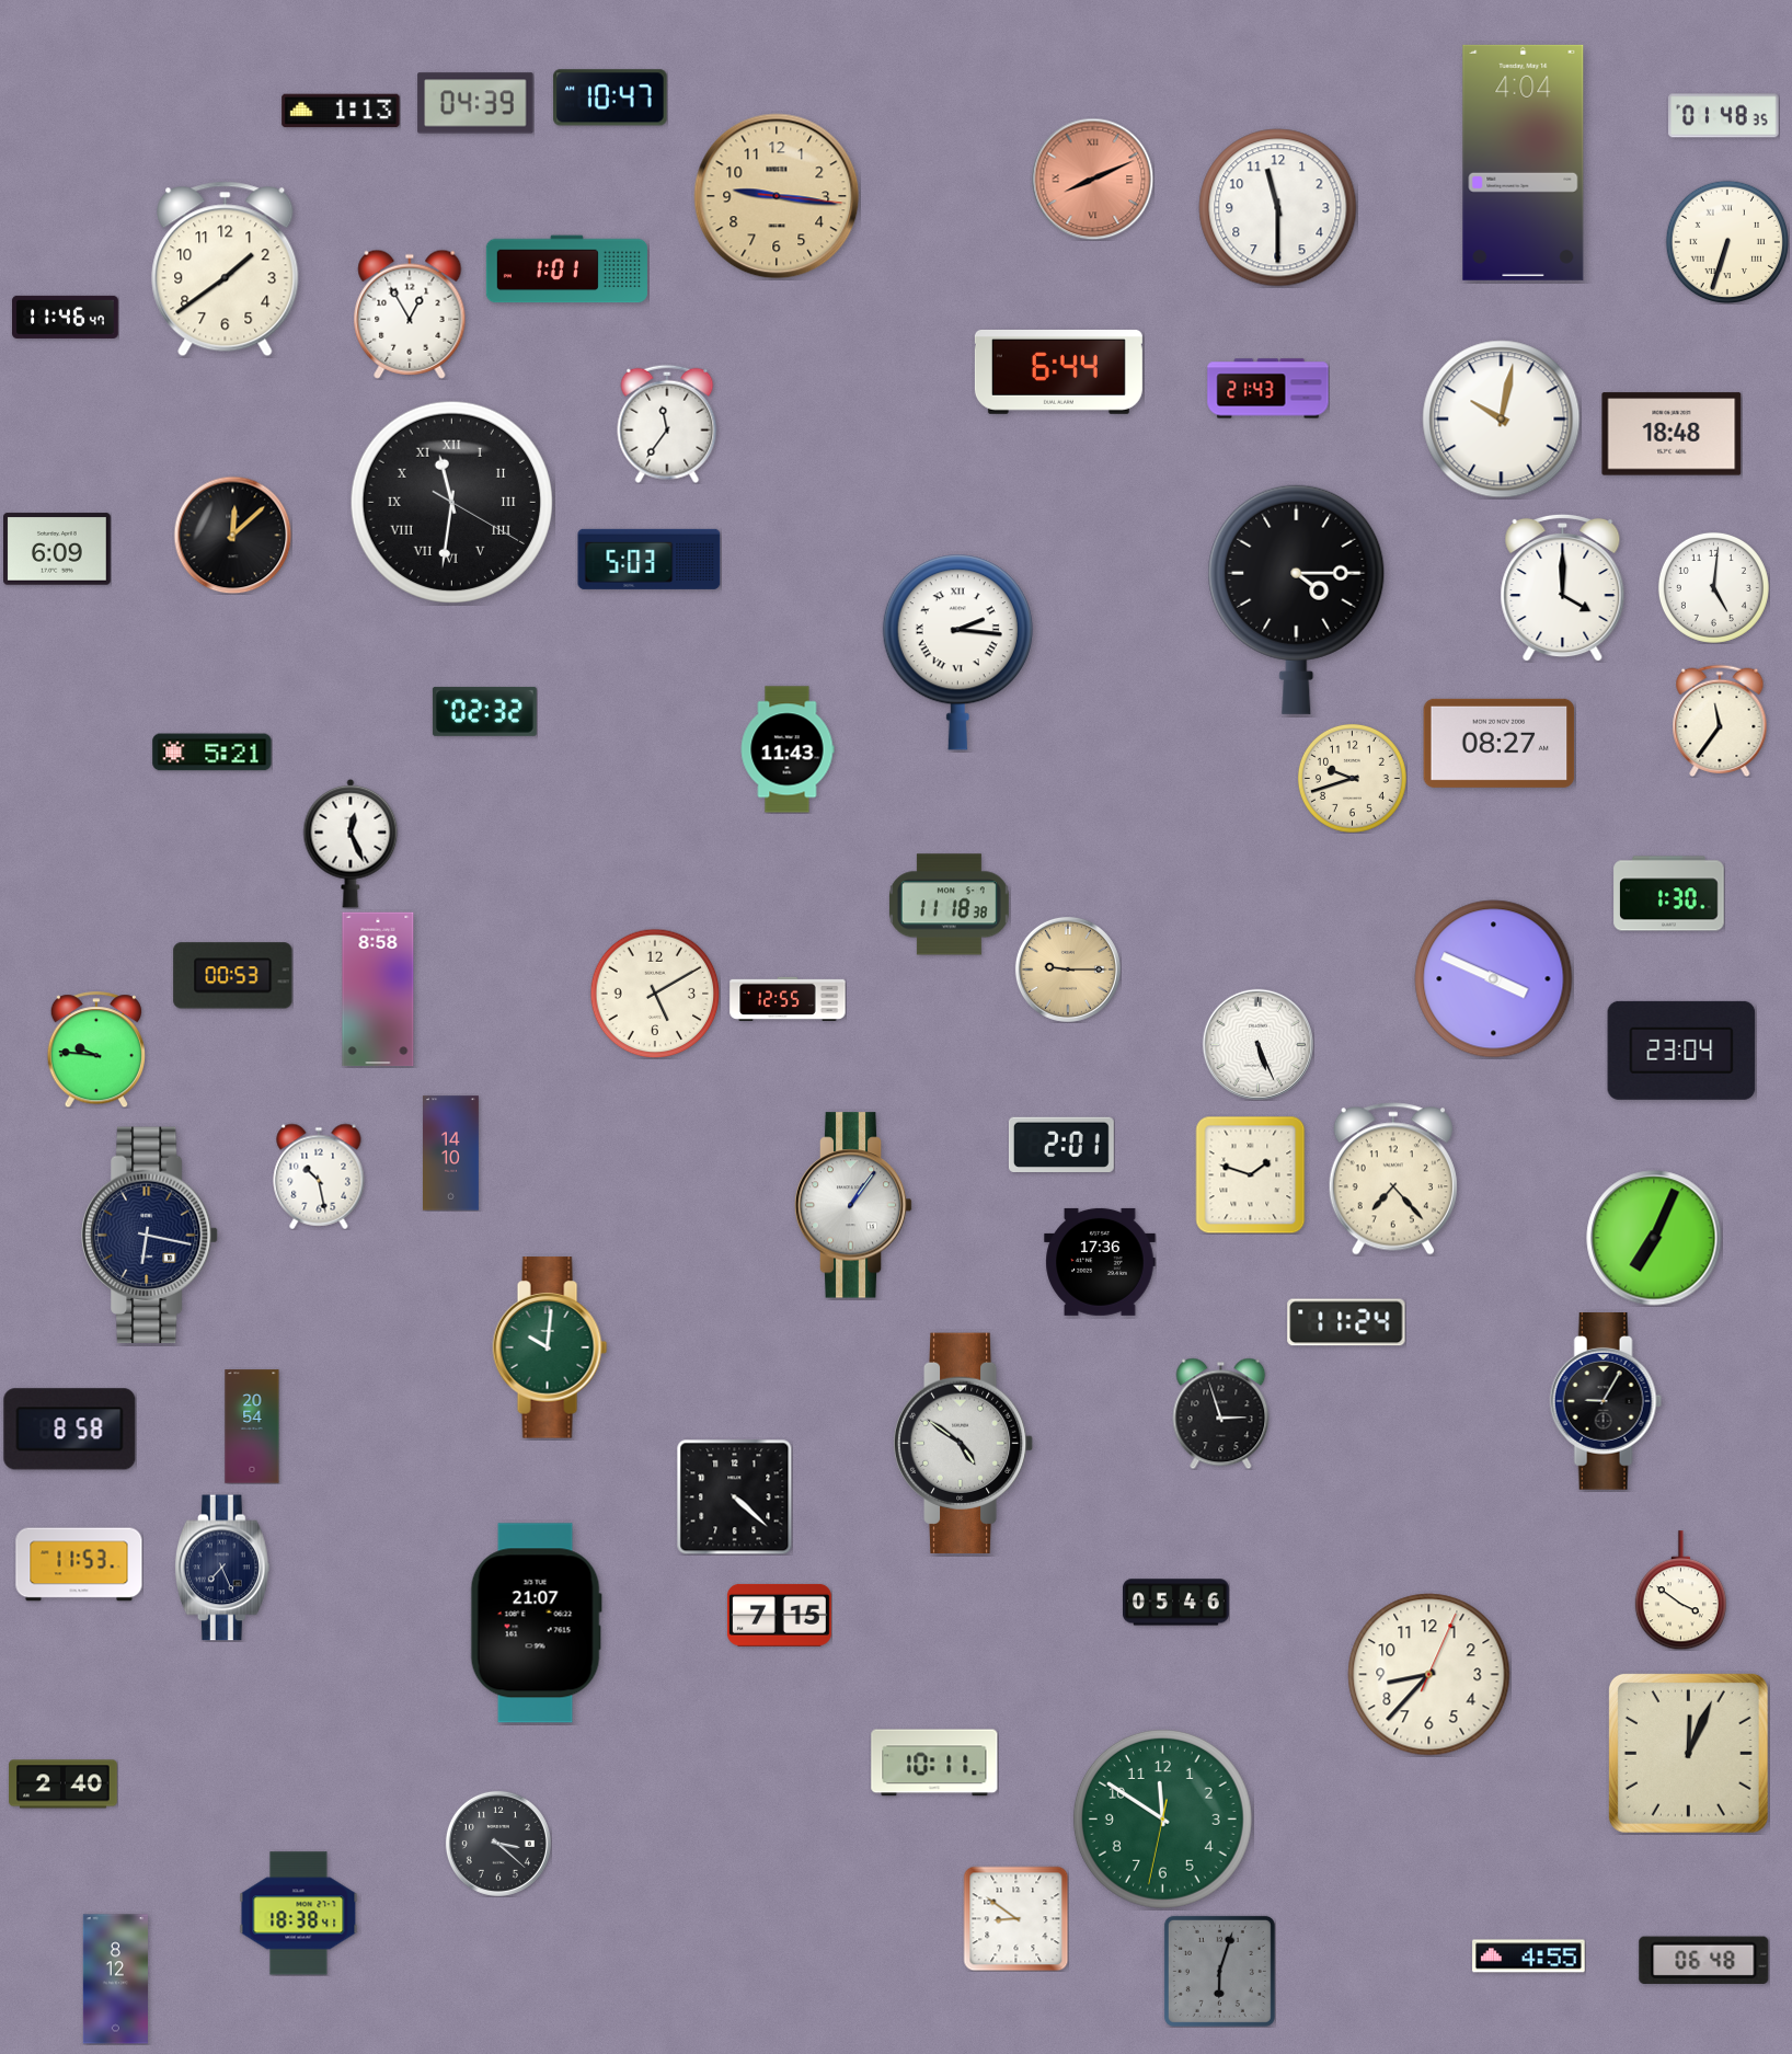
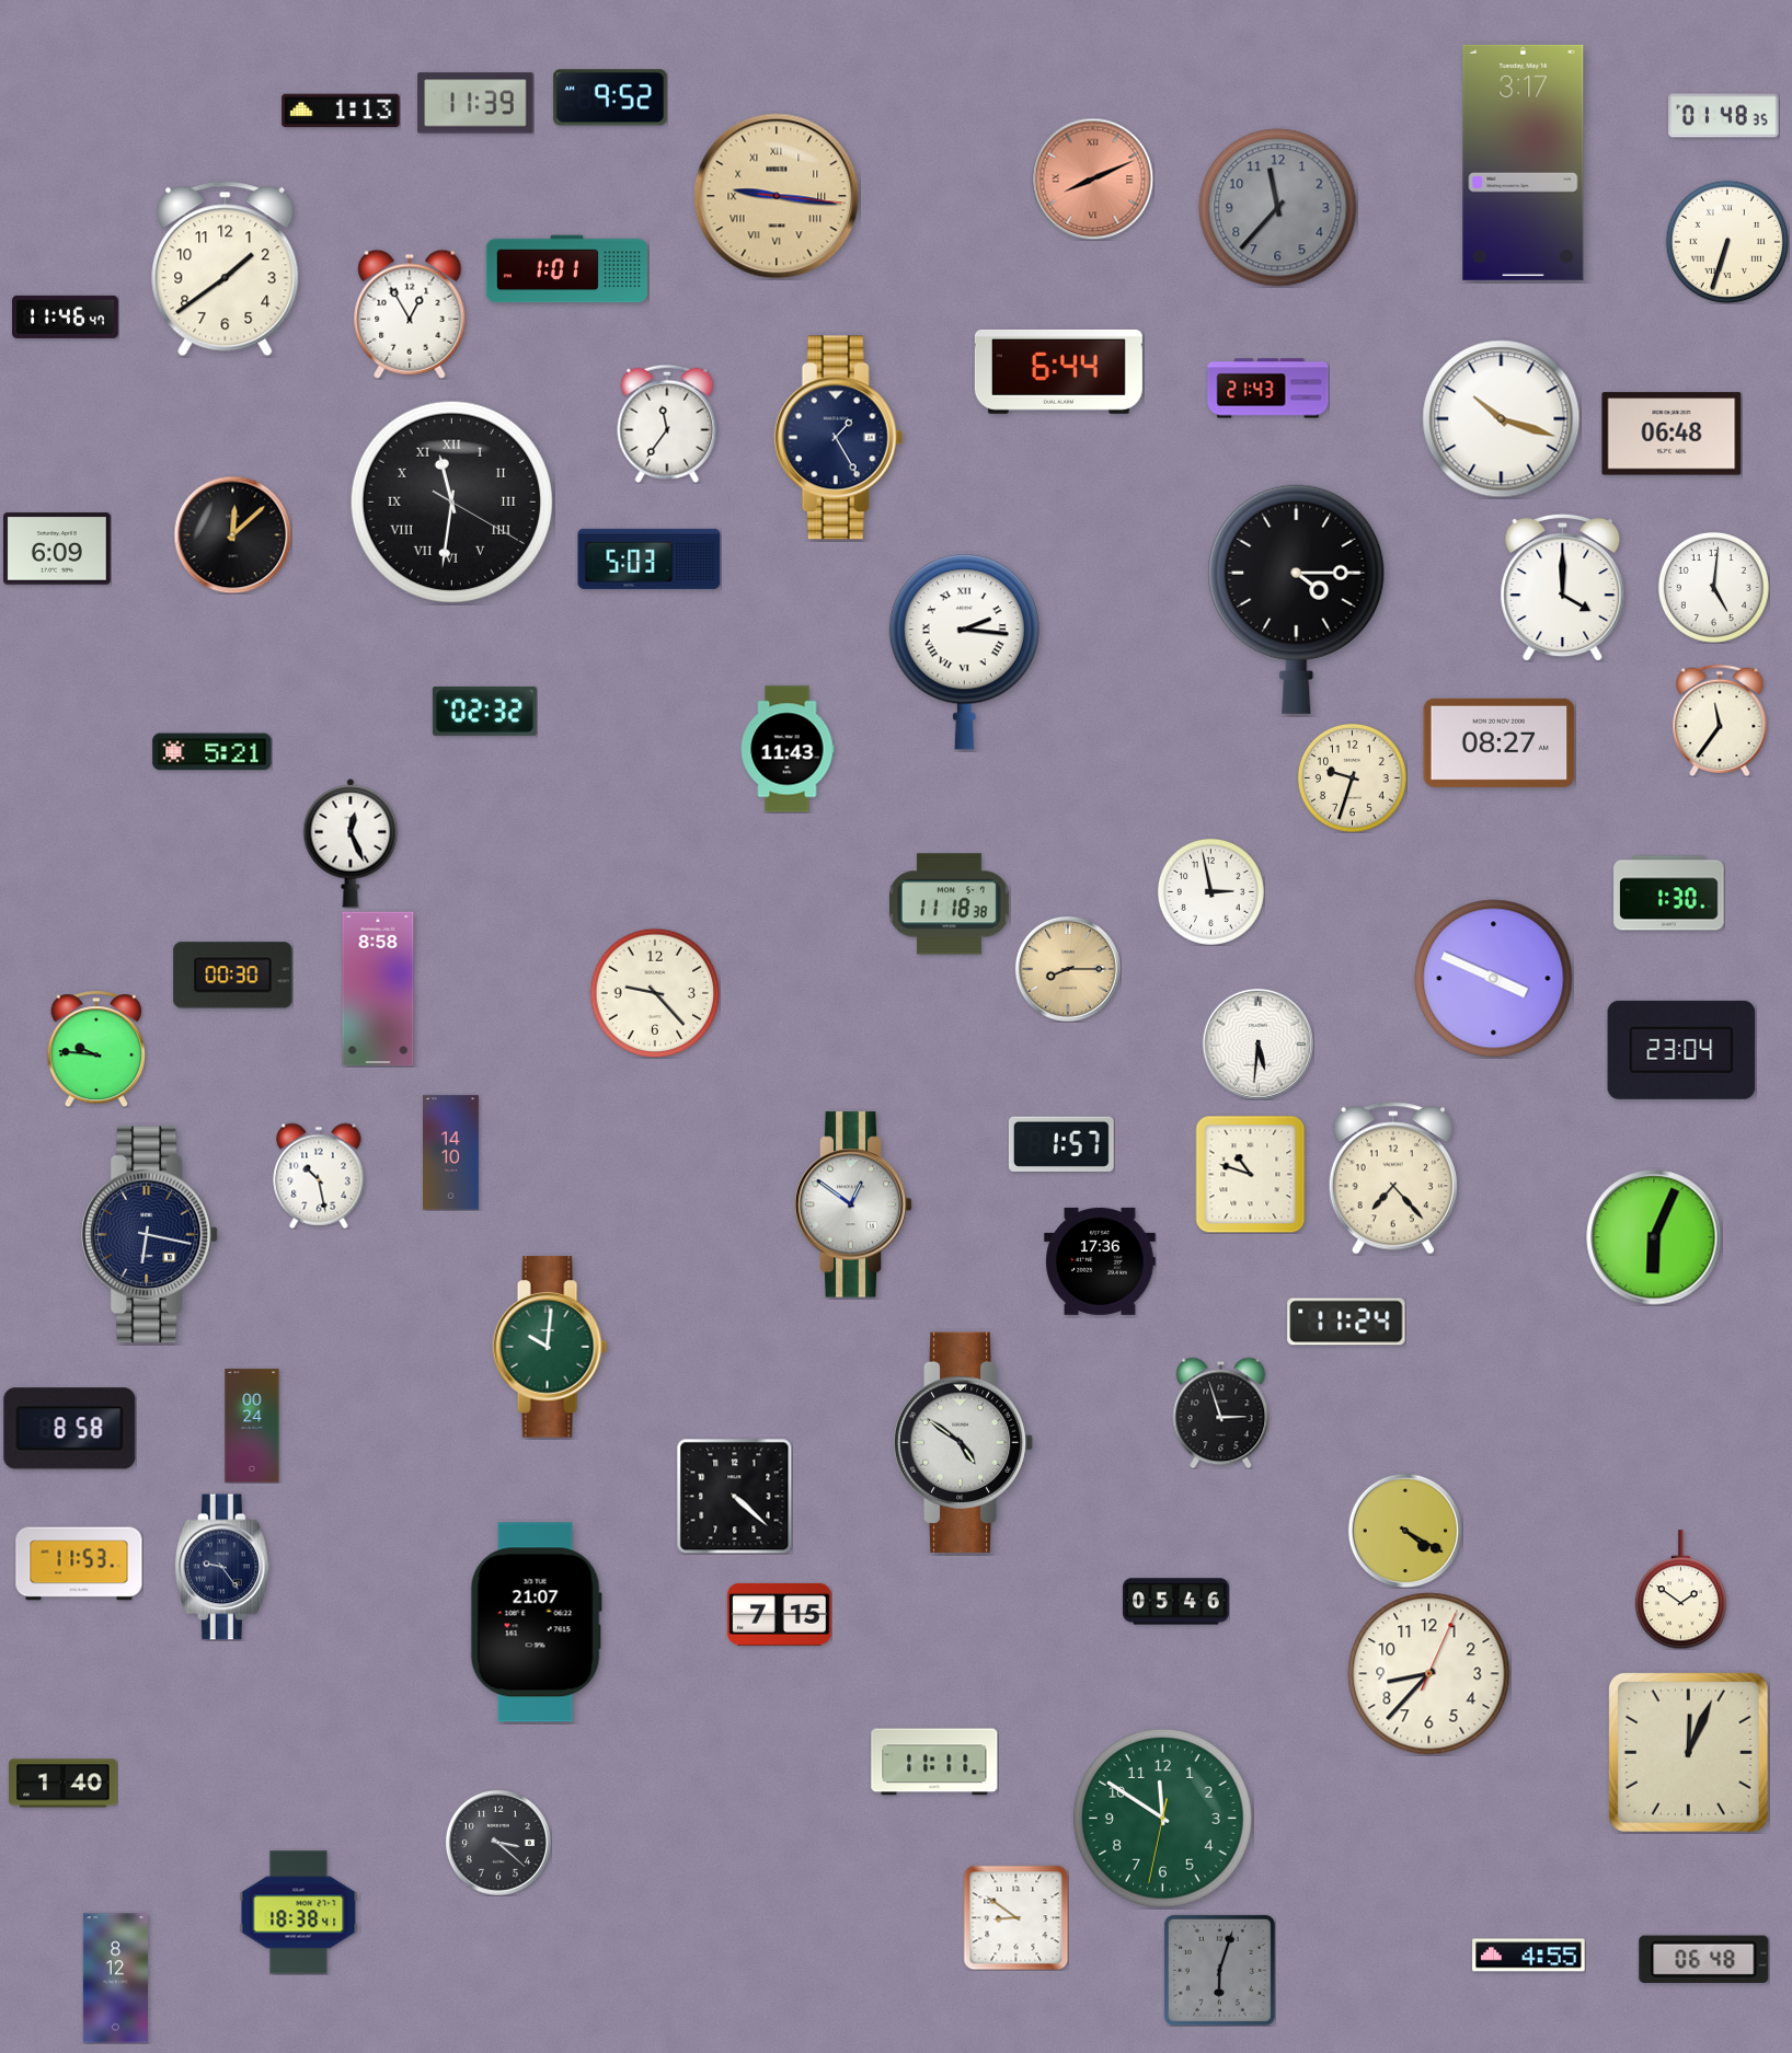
clock at (610, 97): 10:47 -> 9:52
clock at (475, 103): 04:39 -> 11:39
clock at (1524, 162): 4:04 -> 3:17
clock at (777, 196) numerals: Arabic -> Roman
clock at (1278, 208): 11:30 -> 11:37
clock at (1278, 208) dial: white -> grey
clock at (1502, 420): 10:02 -> 10:18
clock at (1672, 434): 18:48 -> 06:48
clock at (839, 438): none -> 1:25
clock at (957, 653) position: (957, 653) -> (964, 653)
clock at (1352, 778): 9:42 -> 9:33
clock at (1210, 891): none -> 2:58
clock at (1068, 969): 9:15 -> 8:15
clock at (233, 976): 00:53 -> 00:30
clock at (655, 994): 5:10 -> 9:23
clock at (788, 998): 12:55 -> none
clock at (1257, 1044): 5:26 -> 5:31
clock at (1061, 1144): 2:01 -> 1:57
clock at (1251, 1174): 1:48 -> 10:48
clock at (853, 1205): 1:06 -> 12:51
clock at (1654, 1238): 7:04 -> 6:04
clock at (1606, 1402): 9:05 -> none
clock at (252, 1426): 20:54 -> 00:24
clock at (1405, 1531): none -> 4:20
clock at (222, 1568): 7:26 -> 9:24
clock at (1680, 1591): 3:51 -> 1:51
clock at (934, 1763): 10:11 -> 11:11
clock at (64, 1785): 2:40 -> 1:40
